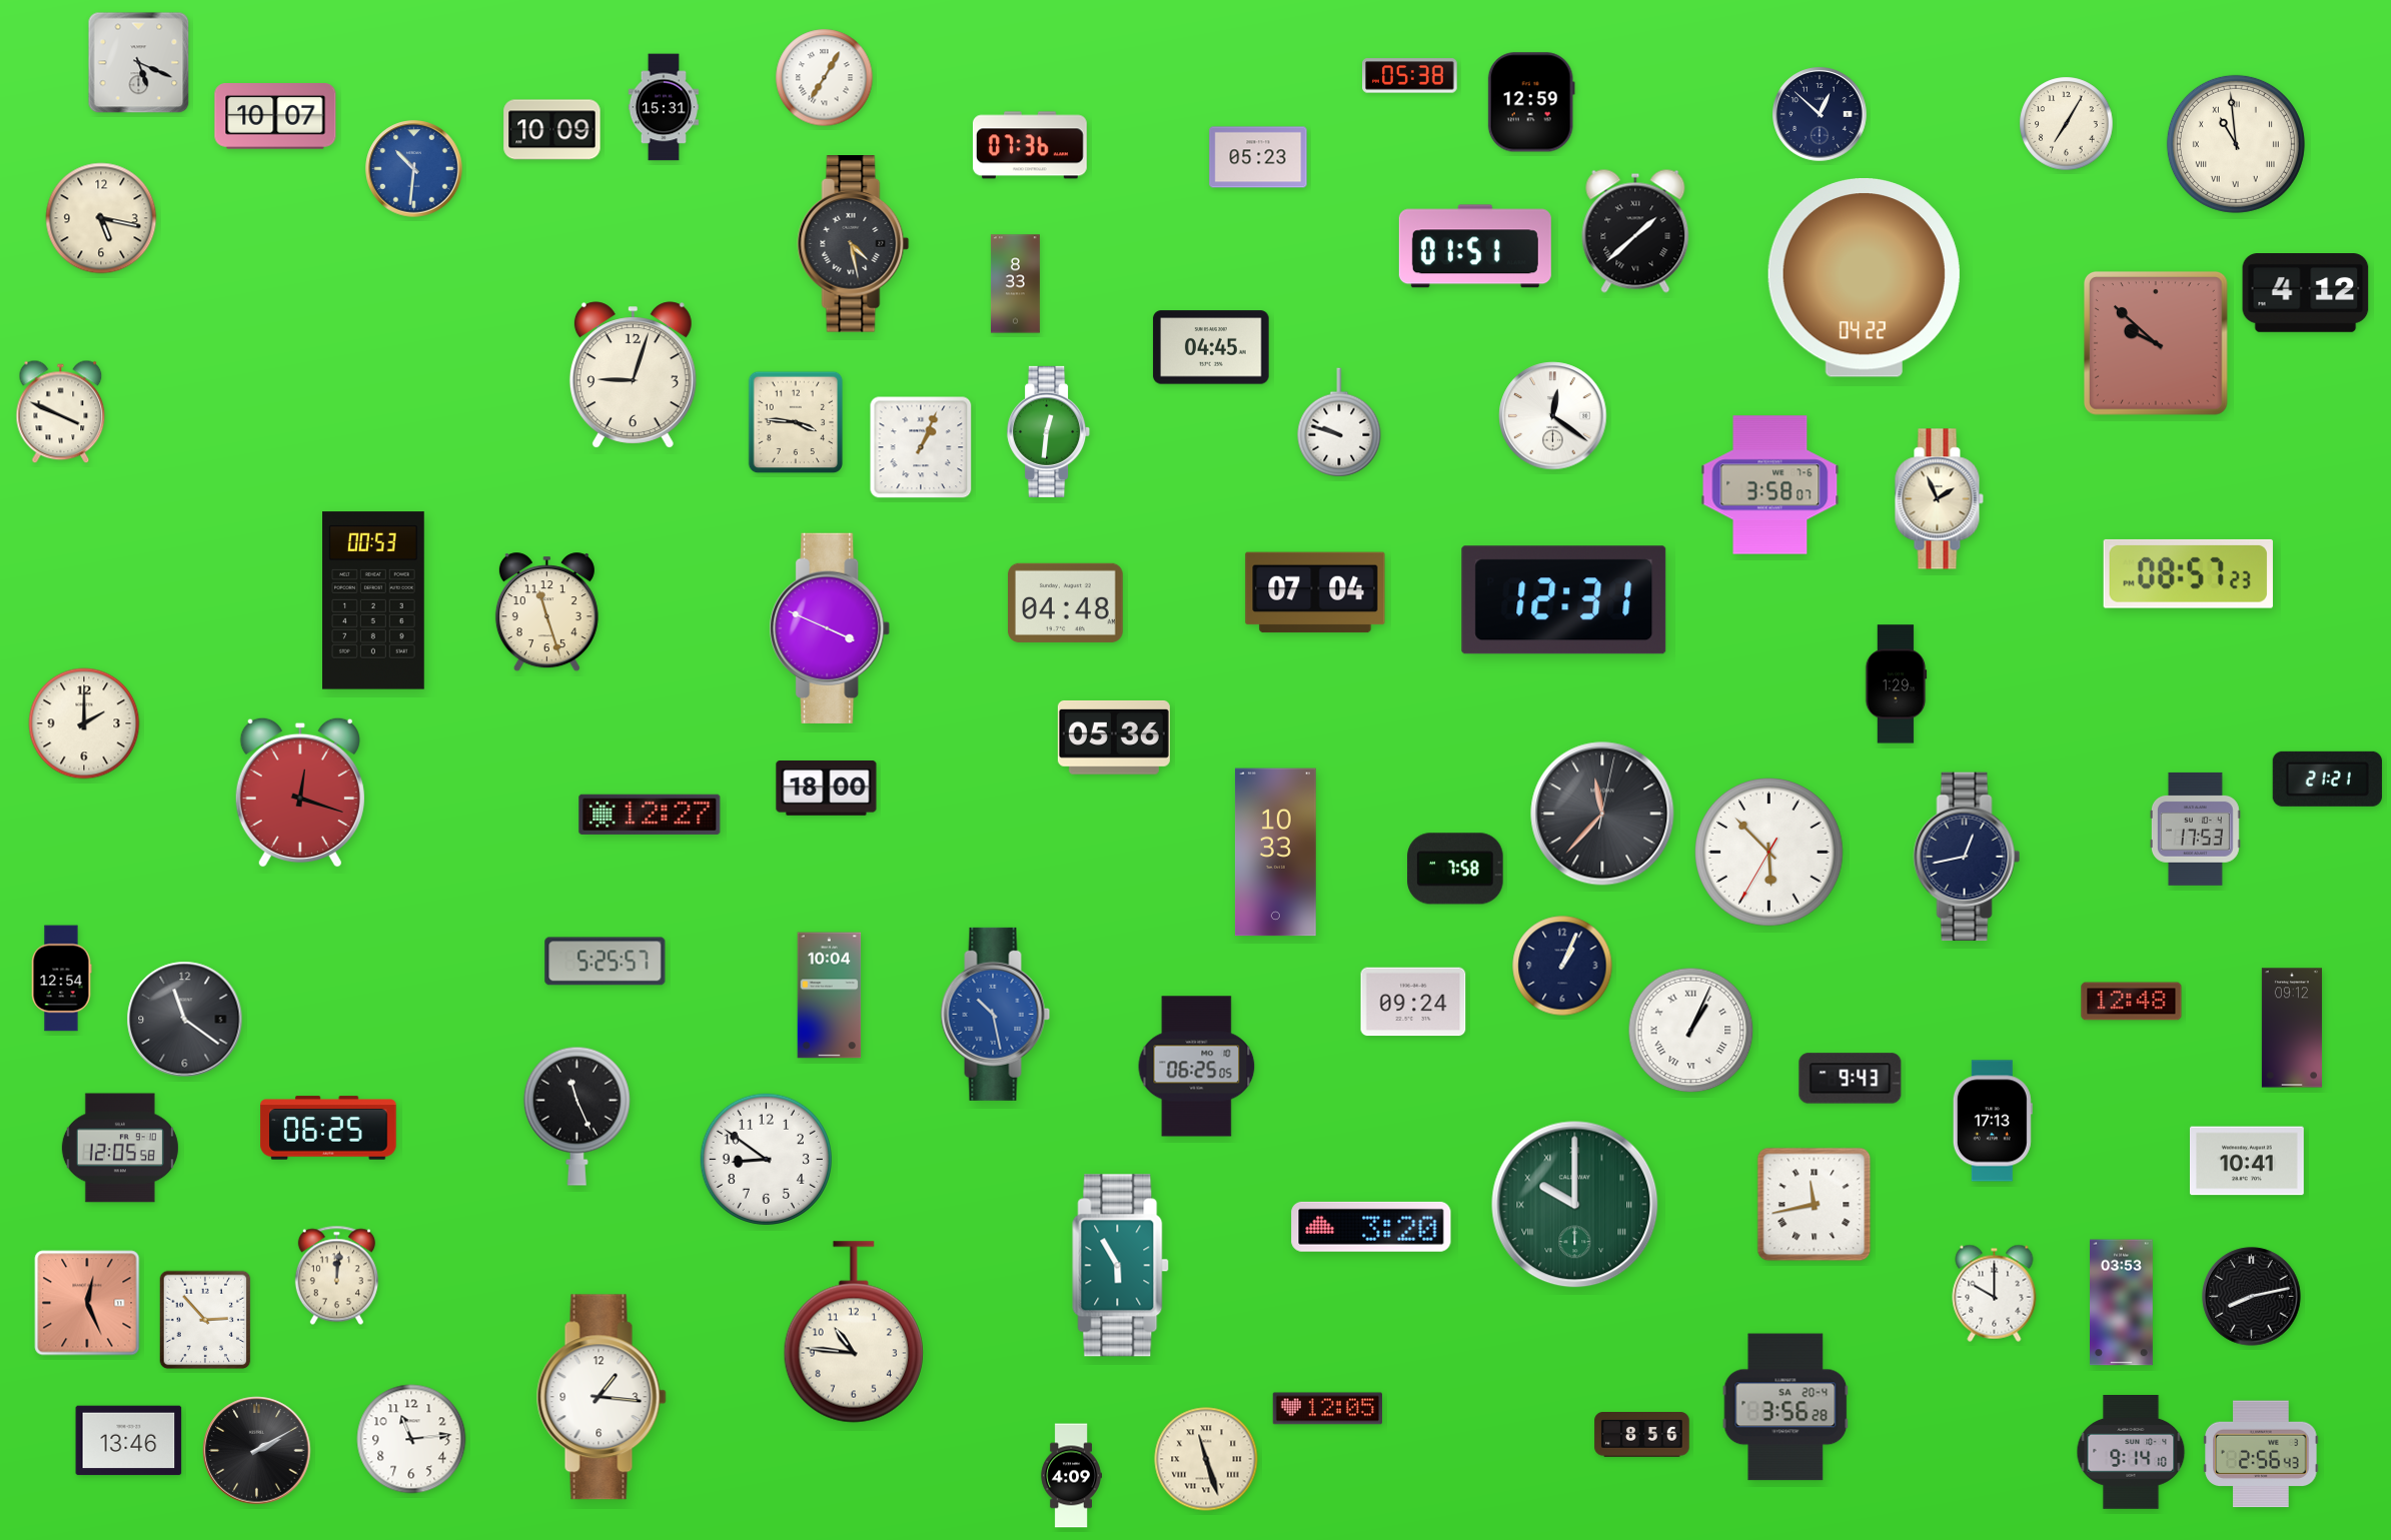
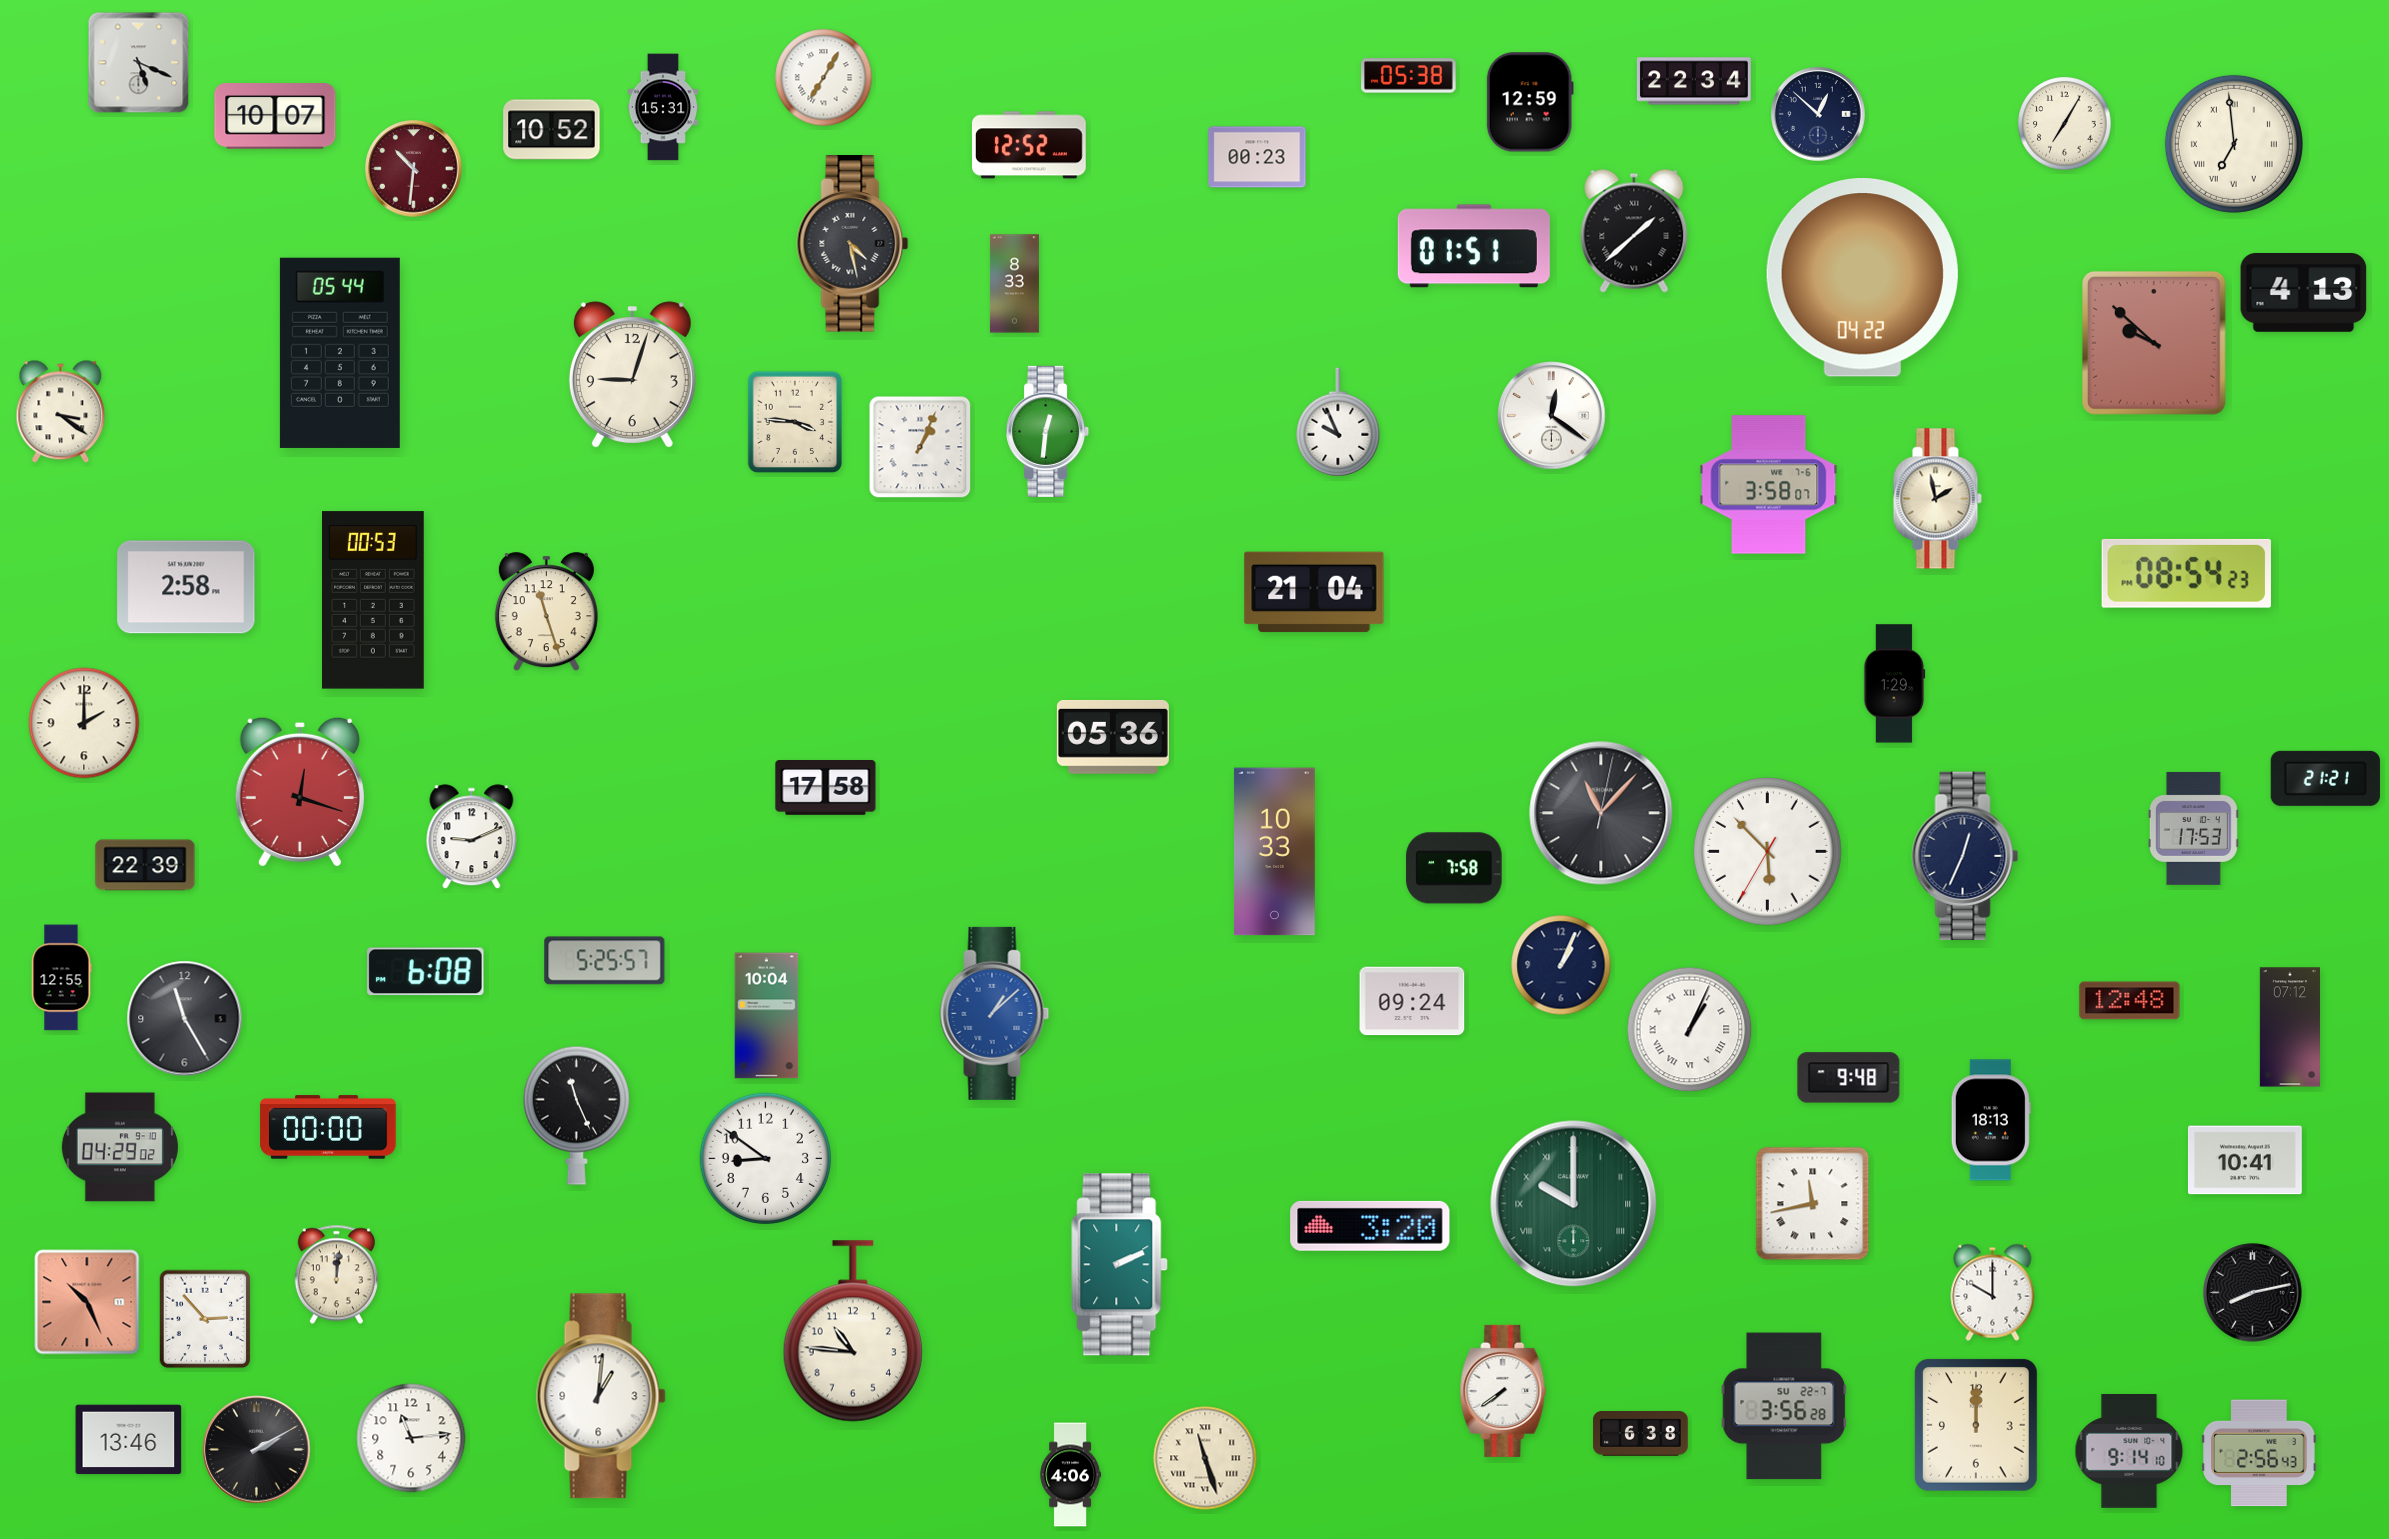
clock at (1694, 81): none -> 22:34
clock at (552, 130): 10:09 -> 10:52
clock at (2236, 144): 10:59 -> 6:59
clock at (1030, 145): 07:36 -> 12:52
clock at (1258, 157): 05:23 -> 00:23
clock at (414, 169) dial: blue -> burgundy
clock at (101, 218): 5:17 -> none
clock at (2306, 293): 4:12 -> 4:13
clock at (1211, 347): 04:45 -> none
clock at (340, 353): none -> 05:44
clock at (61, 412): 3:49 -> 3:21
clock at (1339, 422): 9:48 -> 9:56
clock at (1939, 499): 1:56 -> 1:58
clock at (2188, 573): 08:57 -> 08:54
clock at (186, 587): none -> 2:58
clock at (1315, 592): 07:04 -> 21:04
clock at (1564, 600): 12:31 -> none
clock at (1066, 602): 04:48 -> none
clock at (830, 628): 3:49 -> none
clock at (827, 789): 18:00 -> 17:58
clock at (1602, 814): 11:37 -> 11:07
clock at (650, 815): 12:27 -> none
clock at (472, 837): none -> 9:11
clock at (1967, 857): 12:43 -> 12:34
clock at (145, 865): none -> 22:39
clock at (426, 972): none -> 6:08
clock at (61, 979): 12:54 -> 12:55
clock at (830, 996) position: (830, 996) -> (767, 1016)
clock at (996, 1014): 10:28 -> 1:08
clock at (185, 1020): 11:21 -> 11:25
clock at (2292, 1028): 09:12 -> 07:12
clock at (1197, 1067): 06:25 -> none
clock at (1851, 1079): 9:43 -> 9:48
clock at (1993, 1121): 17:13 -> 18:13
clock at (328, 1128): 06:25 -> 00:00
clock at (120, 1148): 12:05 -> 04:29
clock at (1121, 1266): 5:55 -> 2:11
clock at (2252, 1297) position: (2252, 1297) -> (2253, 1293)
clock at (87, 1303): 12:26 -> 10:26
clock at (2122, 1303): 03:53 -> none
clock at (1503, 1391): none -> 7:39
clock at (602, 1397): 1:16 -> 1:01
clock at (1785, 1407) date: SA 20-4 -> SU 22-7
clock at (1327, 1409): 12:05 -> none
clock at (1976, 1425): none -> 12:00
clock at (1642, 1435): 8:56 -> 6:38
clock at (1071, 1476): 4:09 -> 4:06
